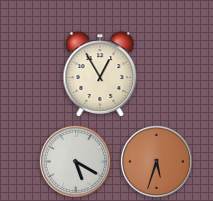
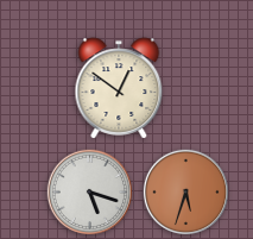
clock at (100, 74): 12:55 -> 12:51
clock at (75, 161): 5:20 -> 5:18
